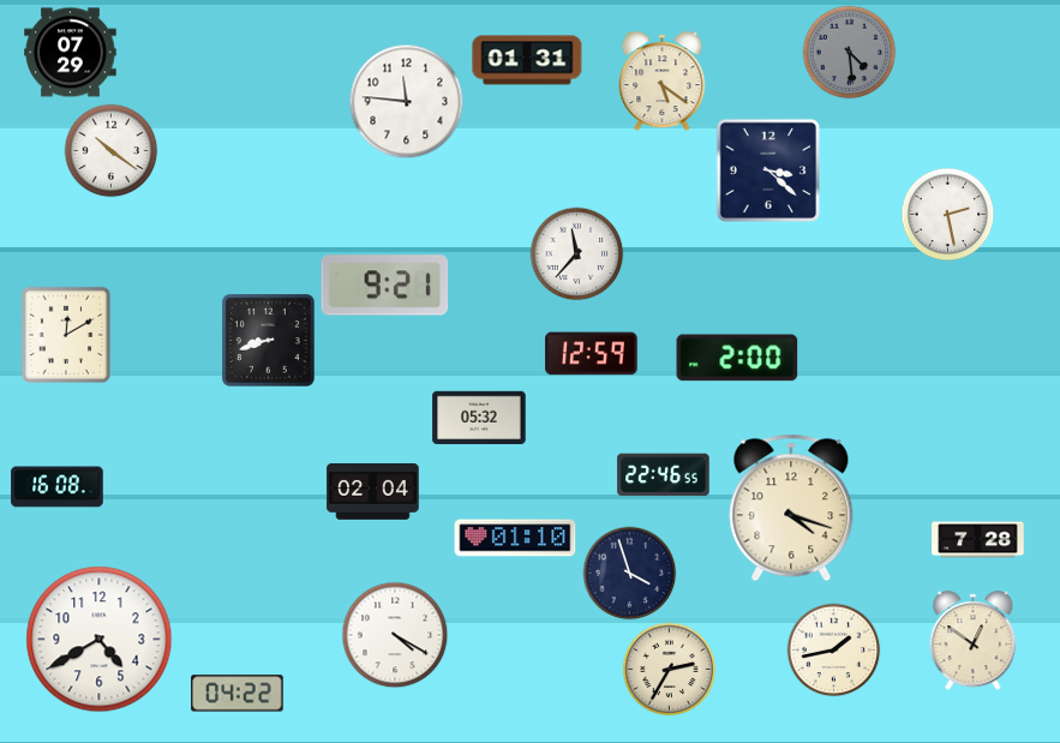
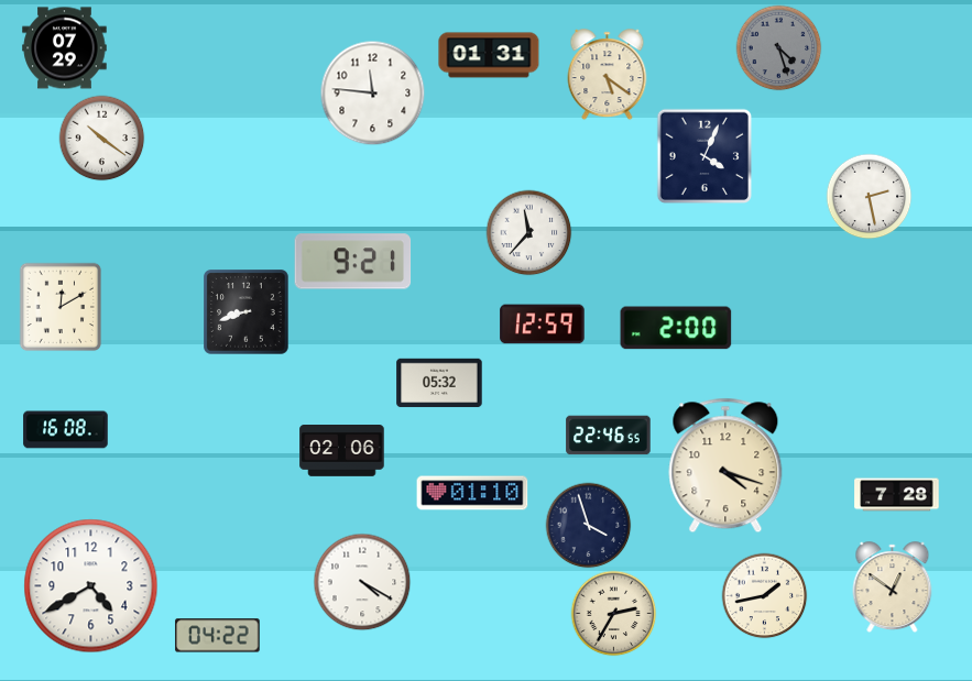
clock at (849, 52): 4:29 -> 4:27
clock at (527, 60) position: (527, 60) -> (489, 55)
clock at (767, 169): 3:22 -> 4:04
clock at (58, 487) position: (58, 487) -> (66, 430)
clock at (373, 492): 02:04 -> 02:06
clock at (629, 573) position: (629, 573) -> (588, 525)
